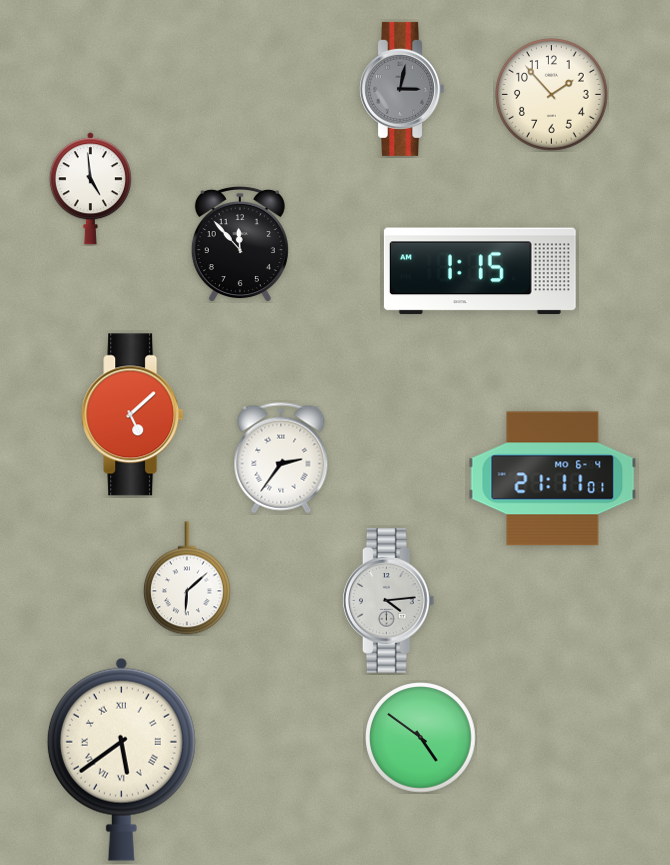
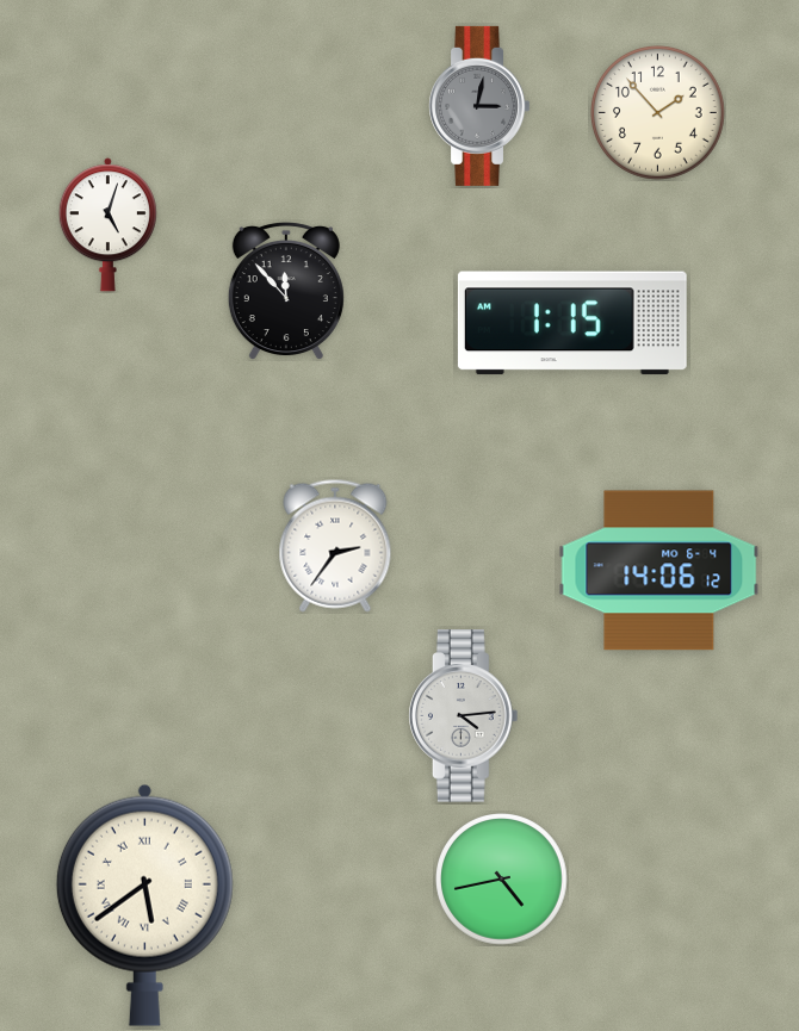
clock at (90, 189): 4:59 -> 5:03
clock at (133, 415): 5:08 -> none
clock at (553, 479): 21:11 -> 14:06
clock at (187, 578): 6:08 -> none
clock at (421, 738): 4:51 -> 4:43
